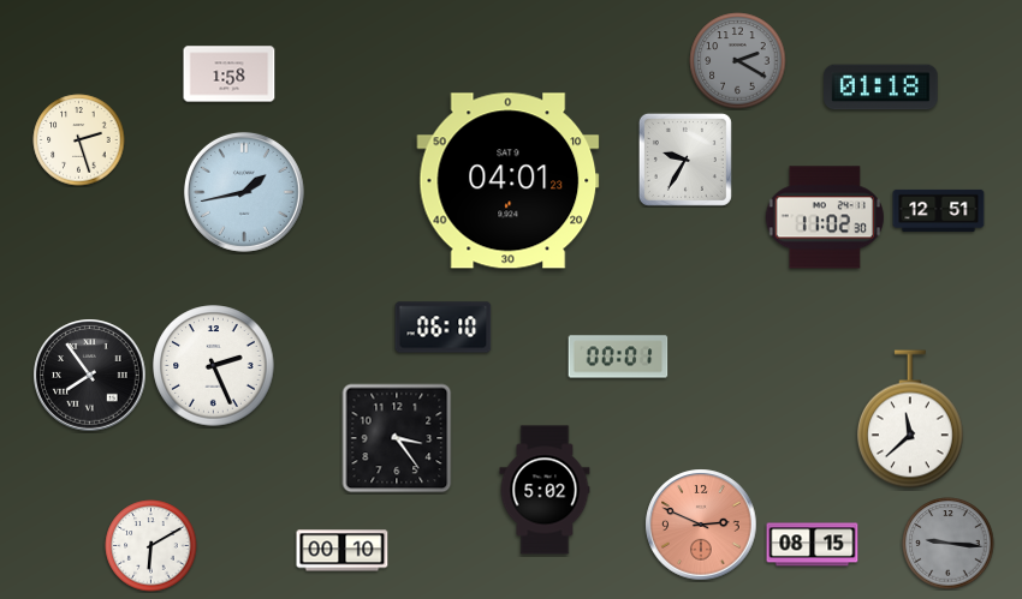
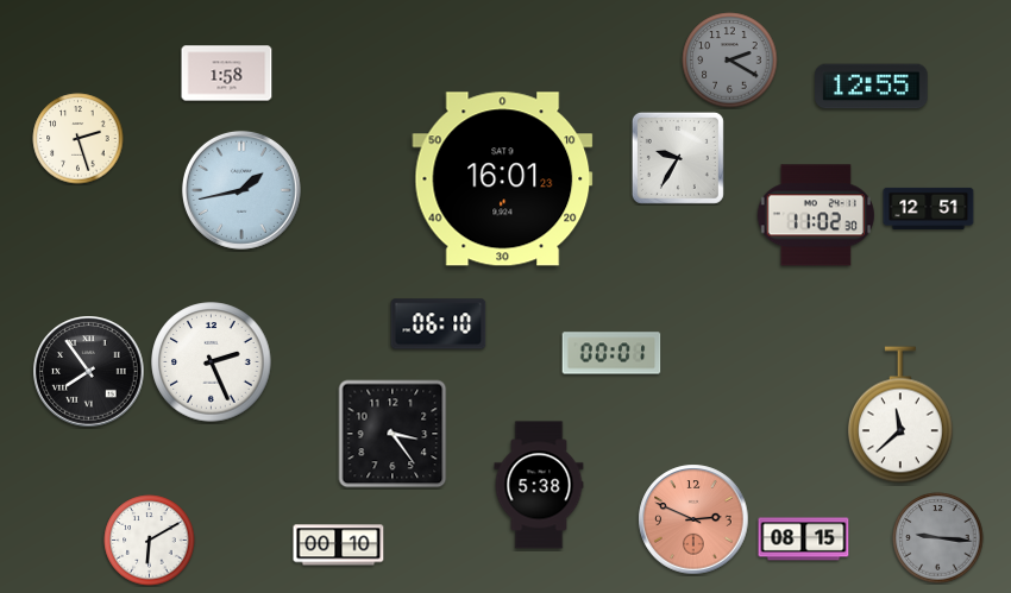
clock at (881, 88): 01:18 -> 12:55
clock at (509, 181): 04:01 -> 16:01
clock at (545, 490): 5:02 -> 5:38
